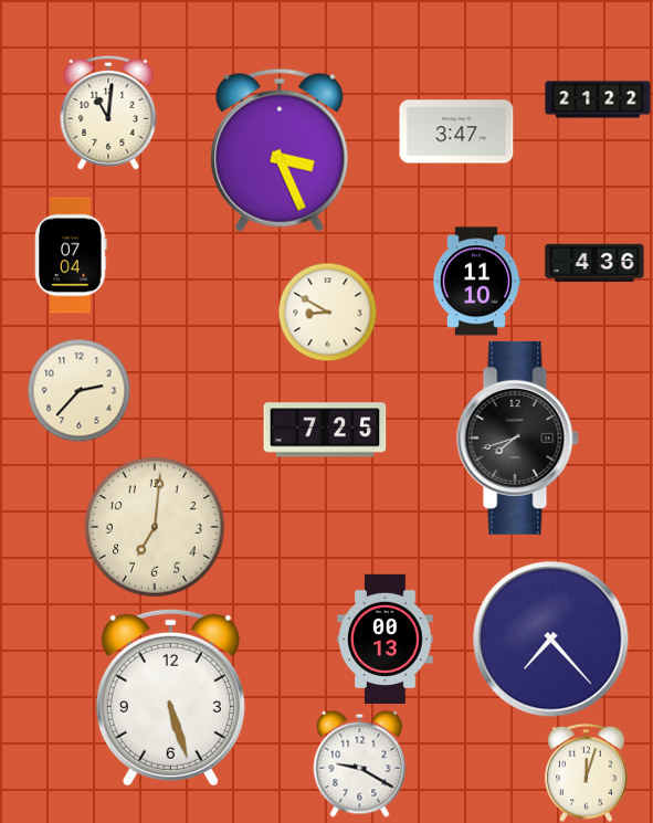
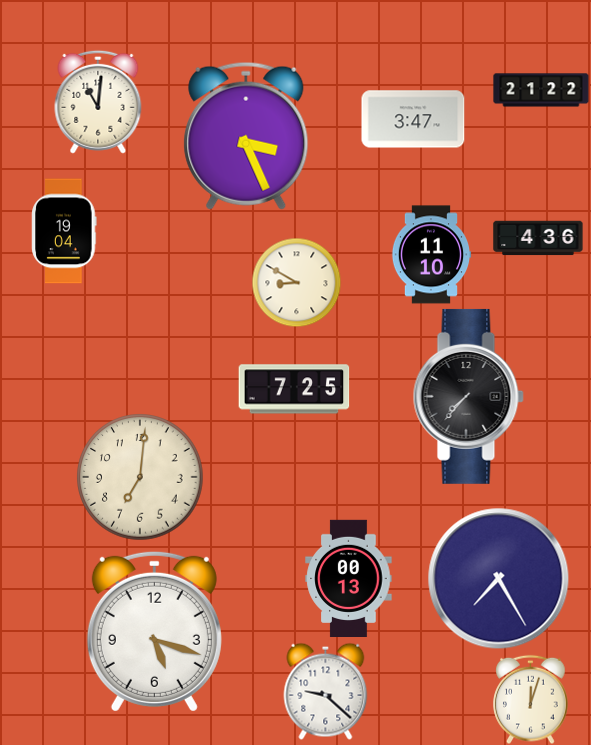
clock at (280, 150) position: (280, 150) -> (246, 136)
clock at (71, 255): 07:04 -> 19:04
clock at (78, 390): 2:37 -> none
clock at (517, 437): 7:42 -> 7:37
clock at (551, 640): 7:23 -> 7:25
clock at (170, 697): 5:27 -> 5:18
clock at (360, 763): 9:20 -> 9:22
